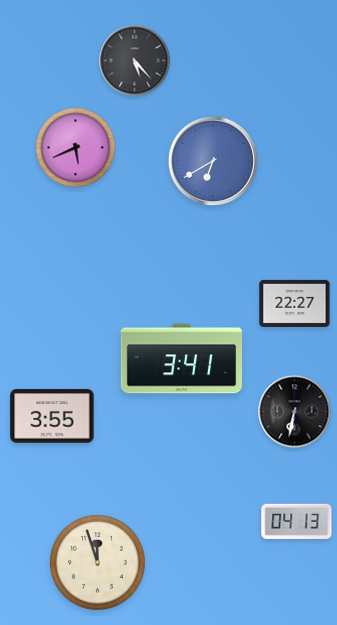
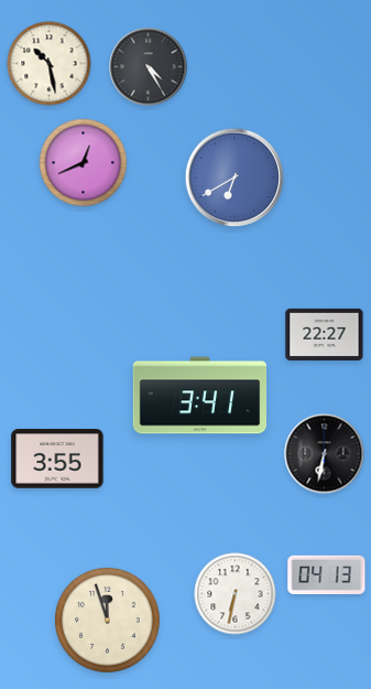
clock at (50, 64): none -> 10:28
clock at (135, 61): 5:23 -> 4:25
clock at (76, 148): 5:41 -> 12:41
clock at (236, 594): none -> 6:32
